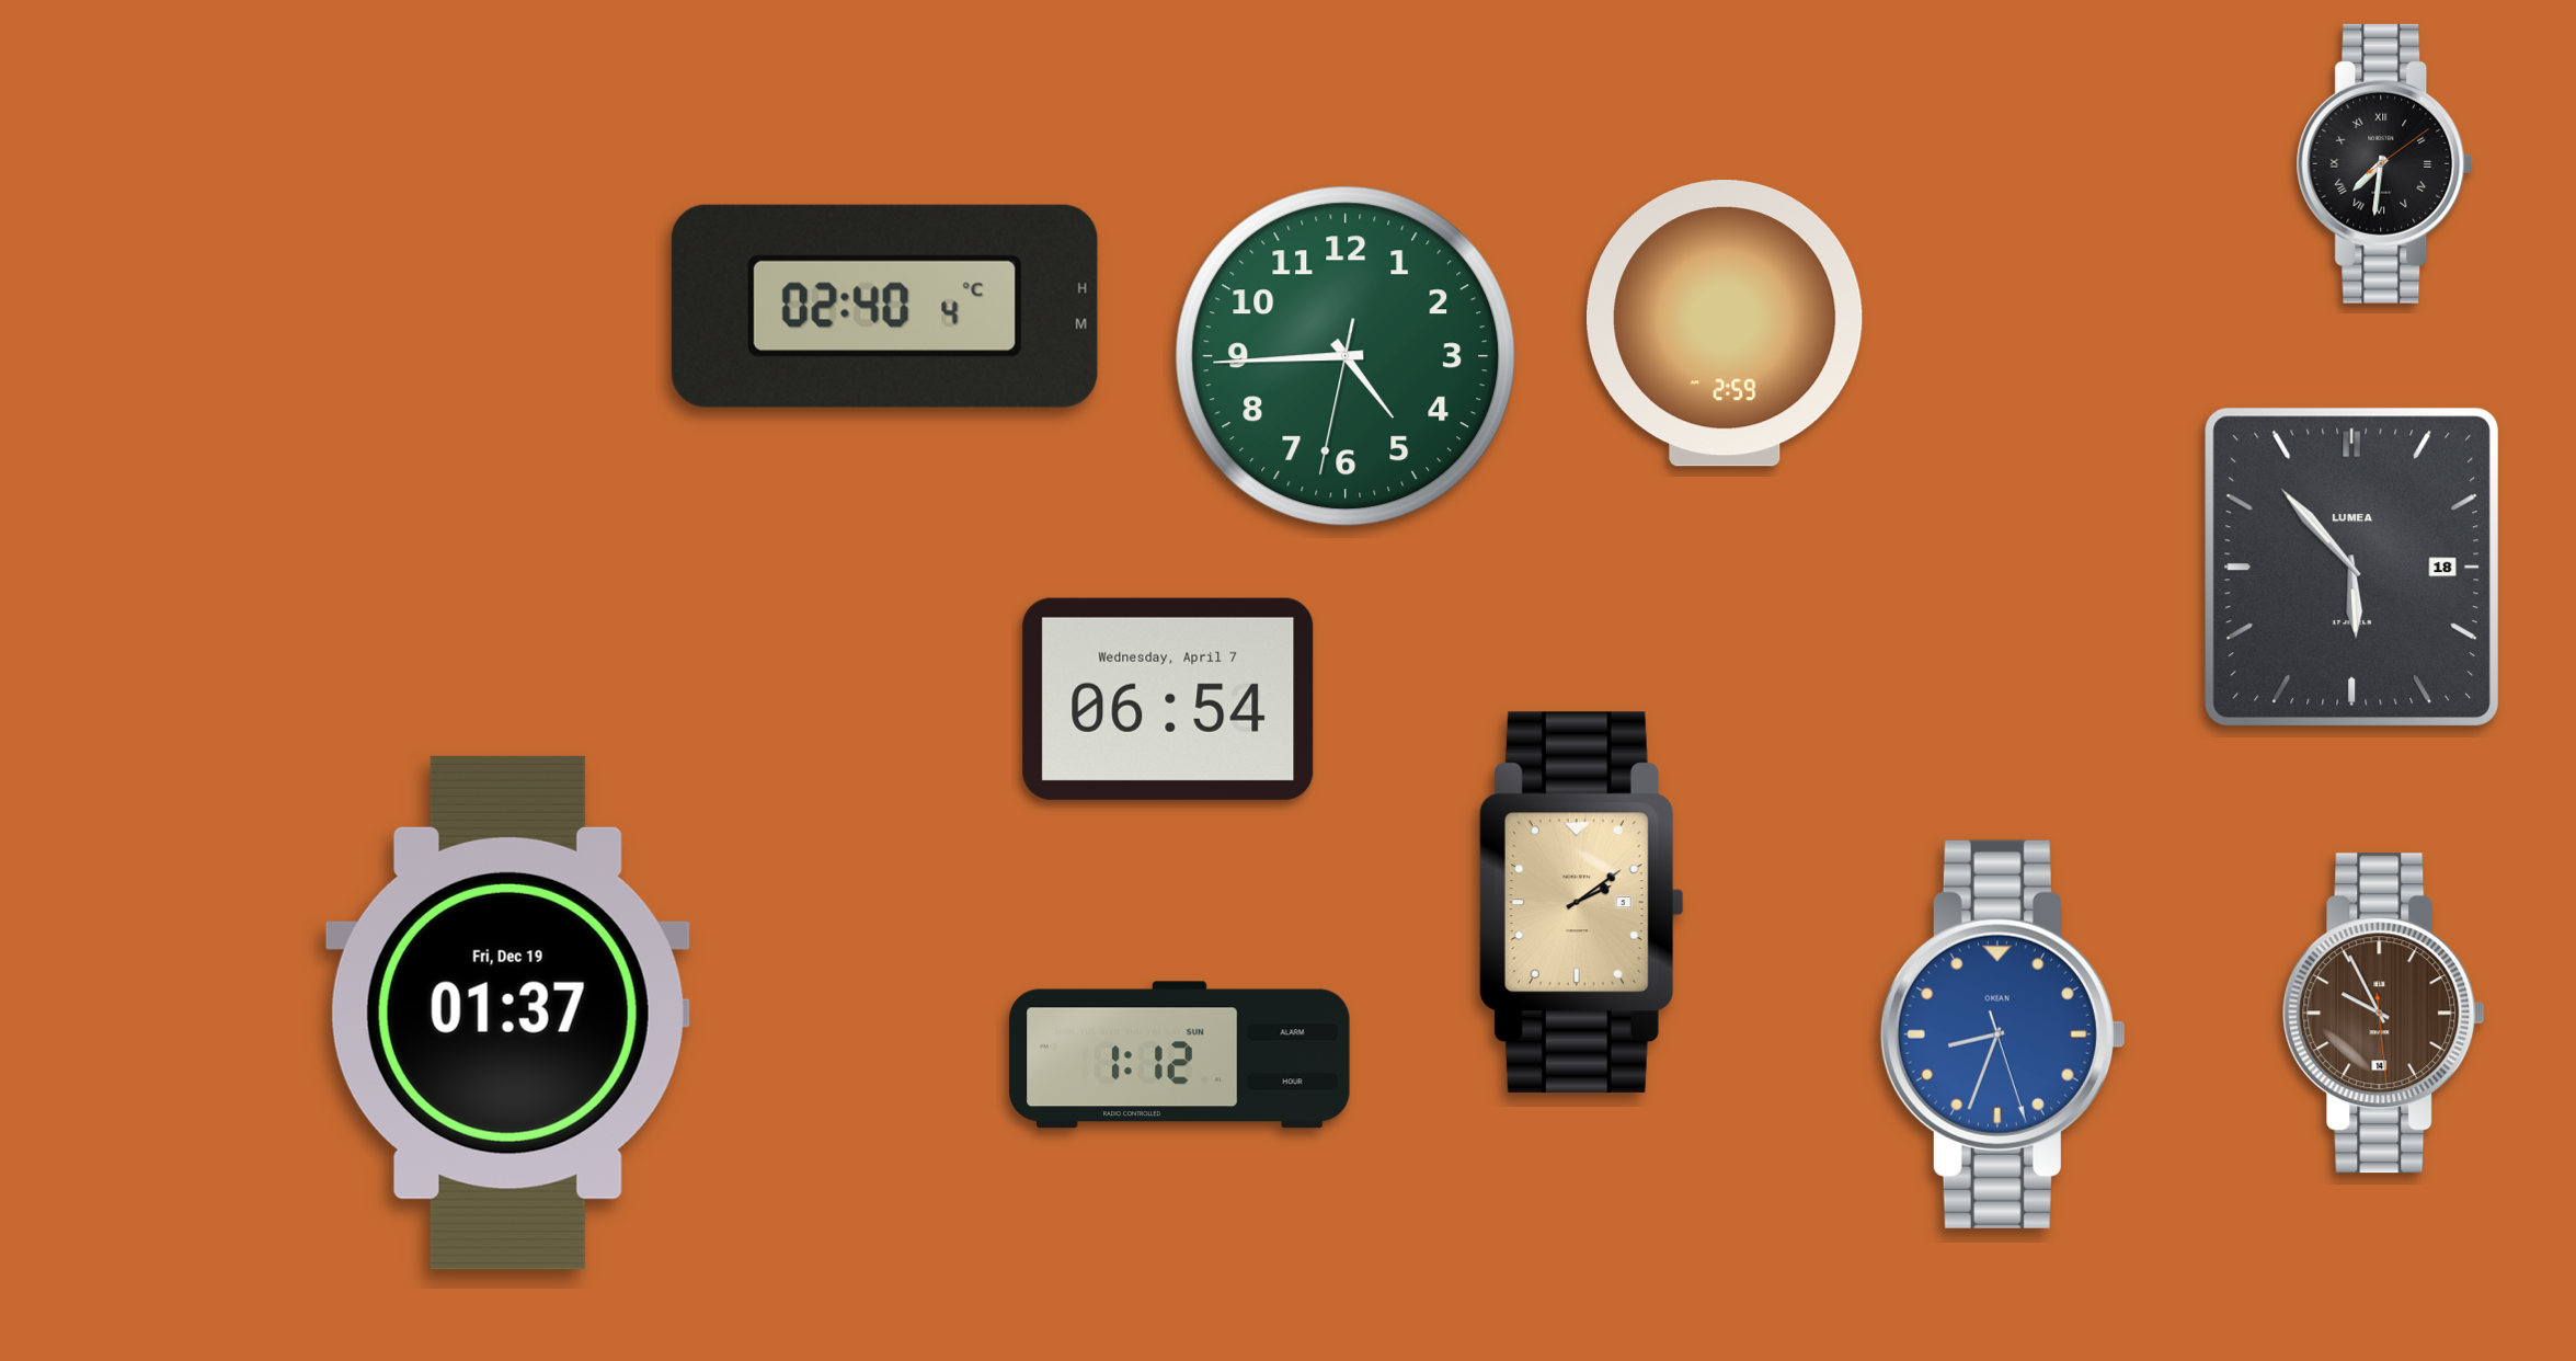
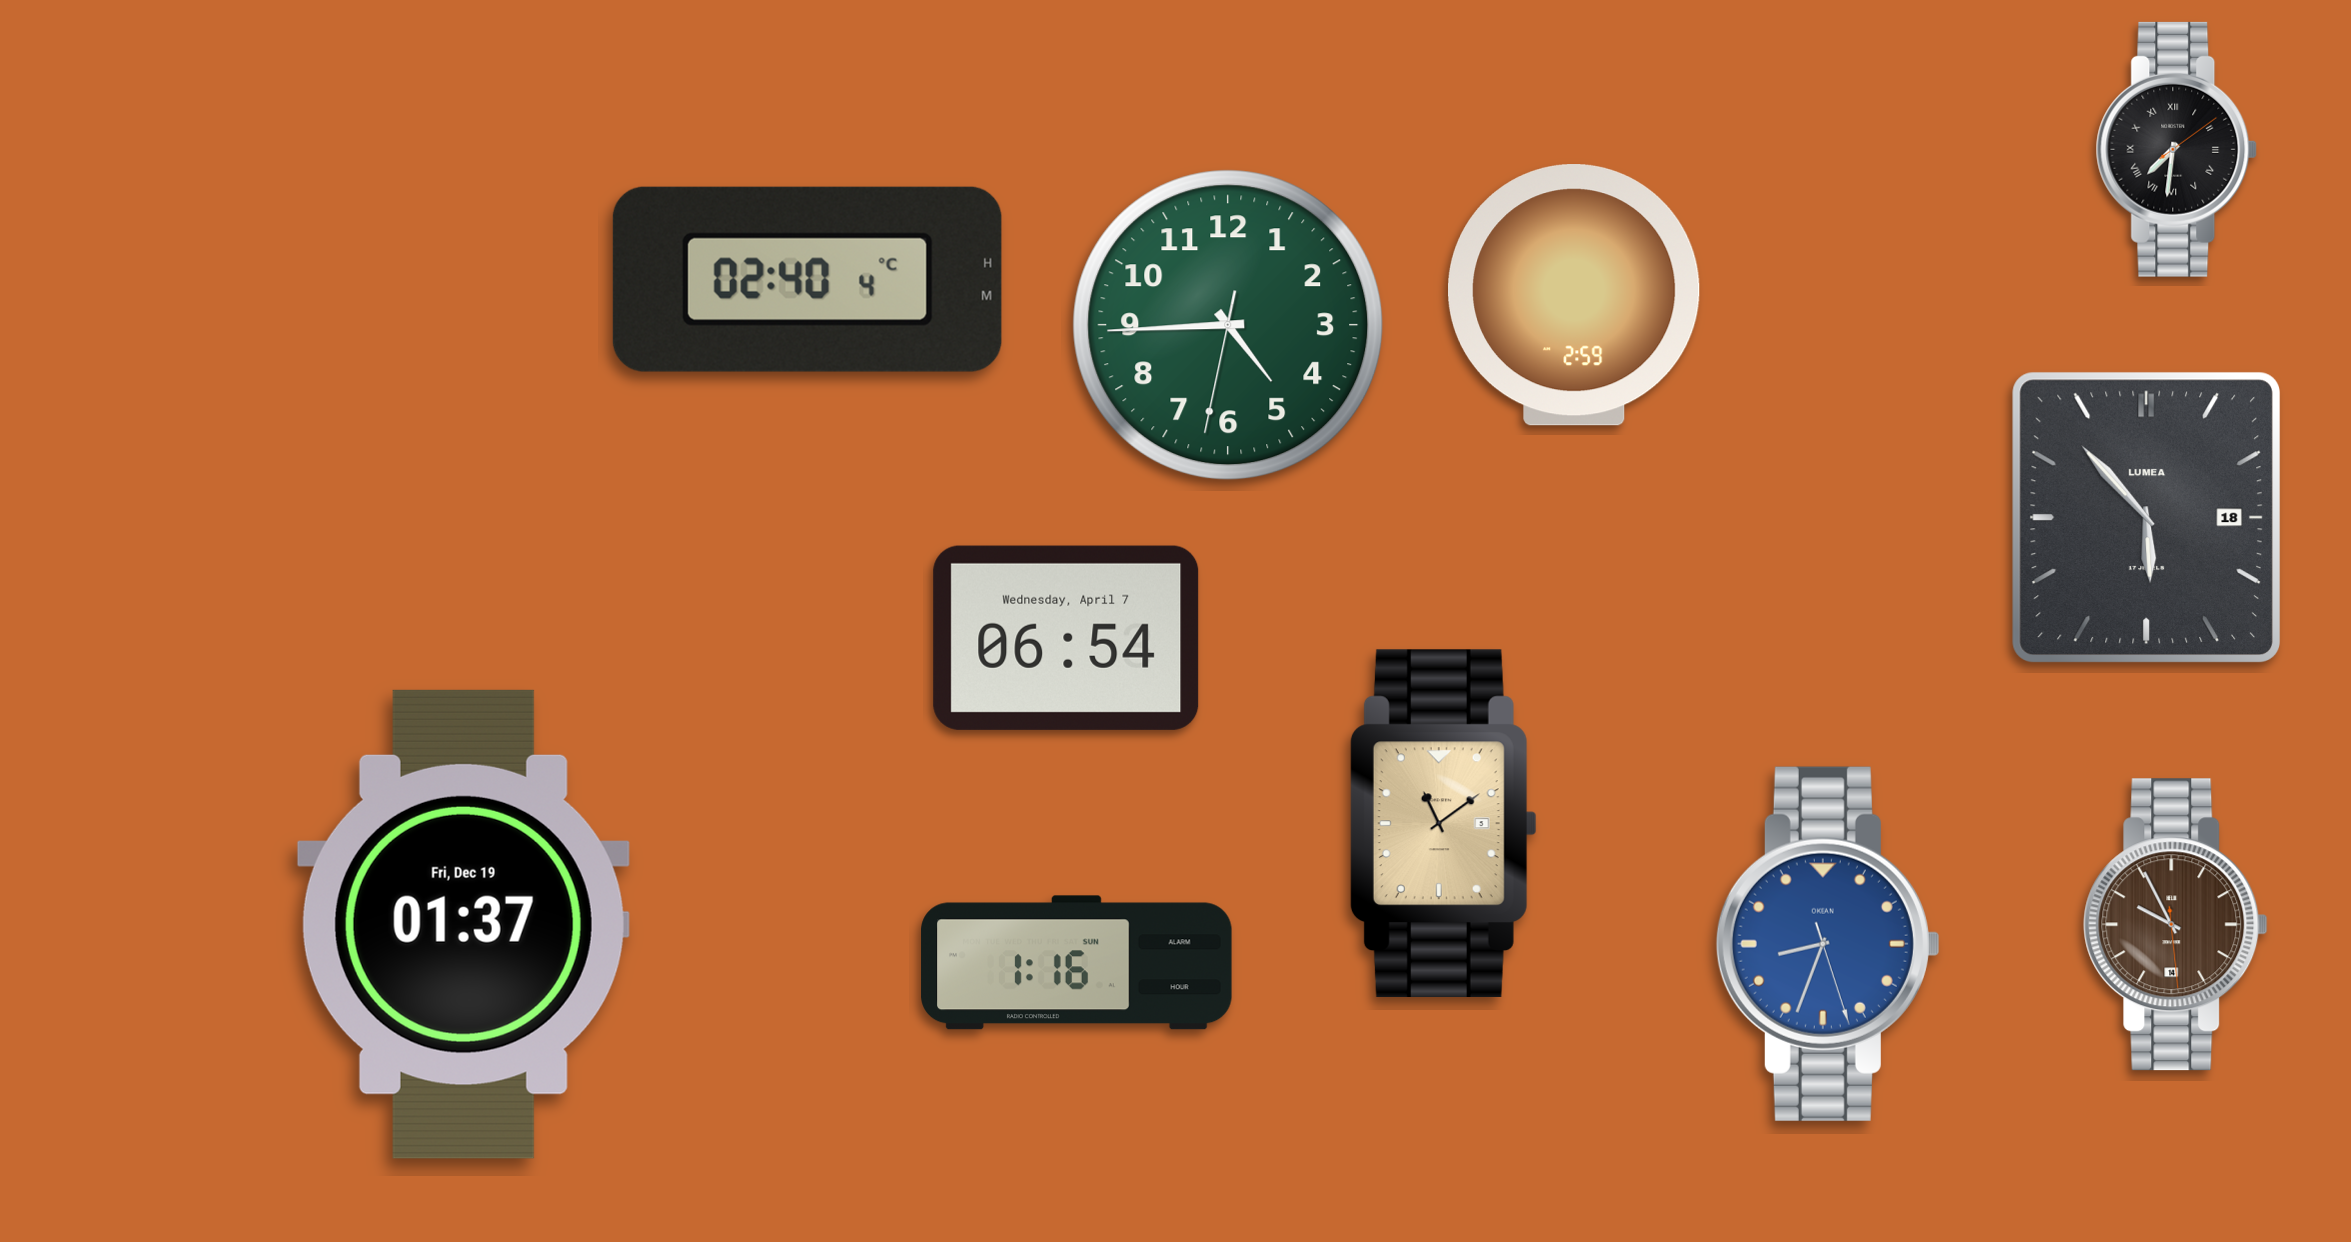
clock at (1581, 902): 2:09 -> 11:09
clock at (1180, 1055): 1:12 -> 1:16
